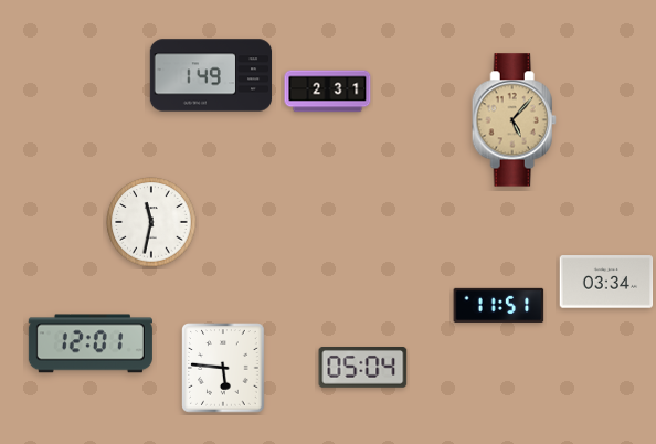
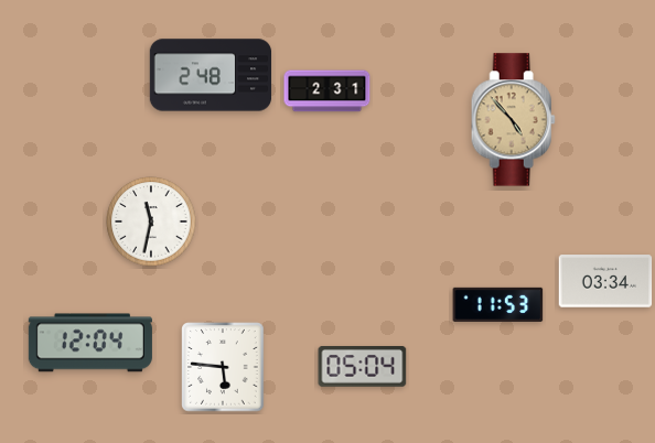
clock at (211, 75): 1:49 -> 2:48
clock at (514, 120): 5:07 -> 4:53
clock at (499, 305): 11:51 -> 11:53
clock at (91, 343): 12:01 -> 12:04
